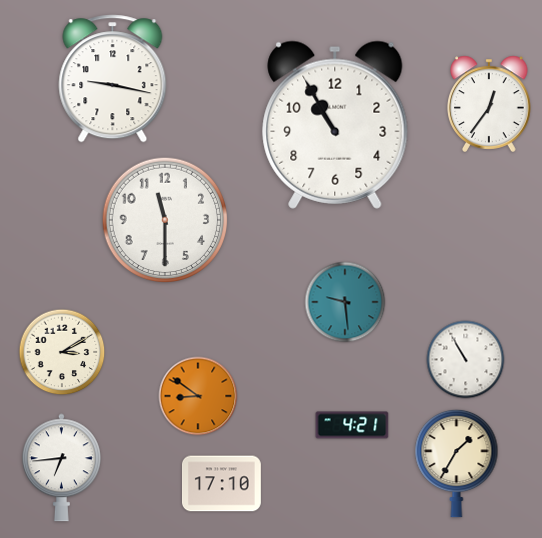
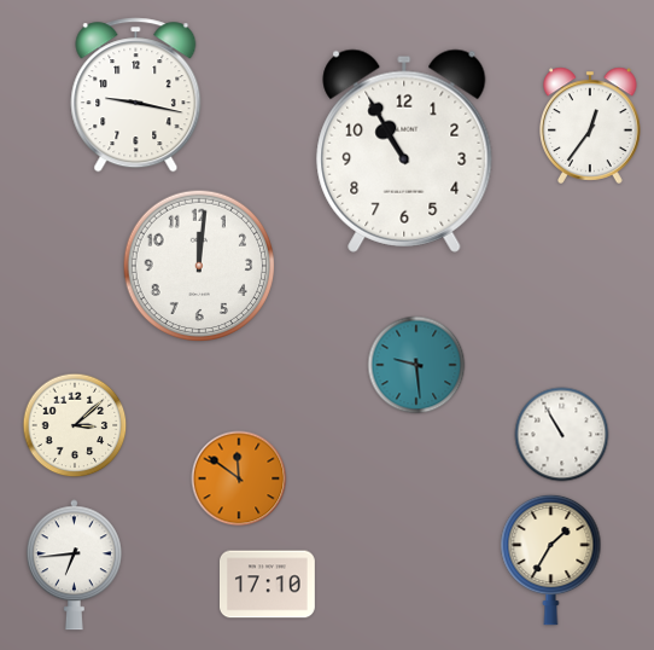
clock at (165, 220): 11:30 -> 12:01
clock at (62, 352): 3:10 -> 3:08
clock at (198, 396): 8:51 -> 11:51
clock at (352, 425): 4:21 -> none
